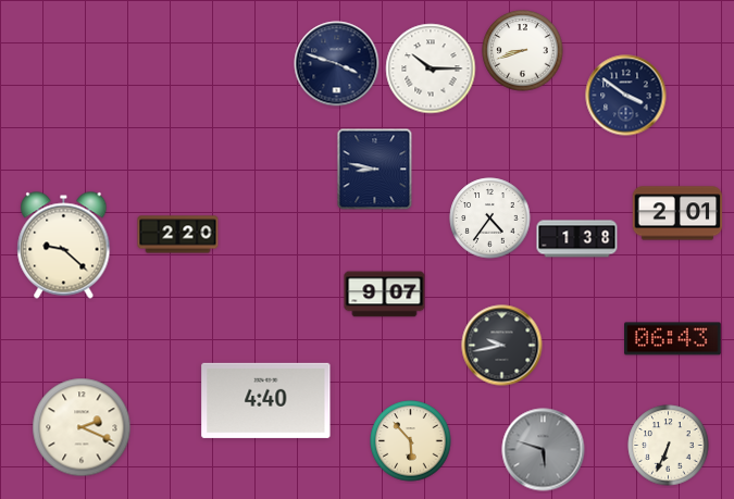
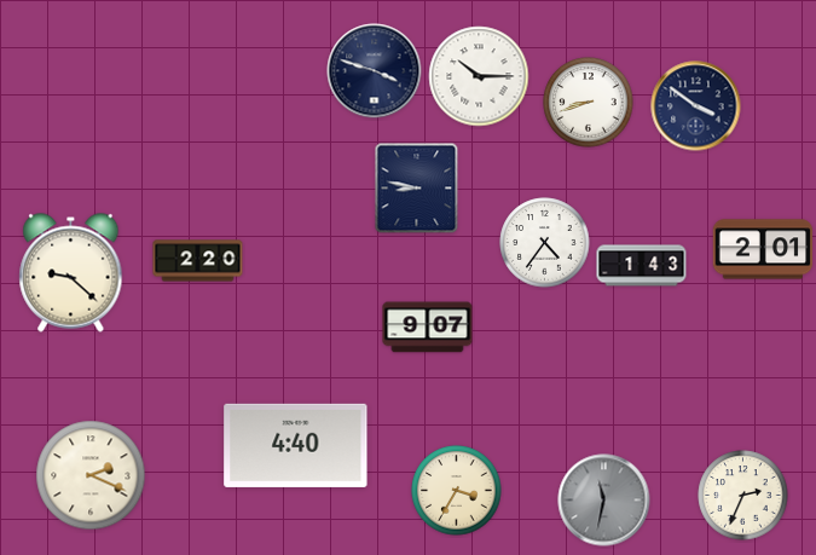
clock at (523, 51) position: (523, 51) -> (589, 103)
clock at (677, 213) position: (677, 213) -> (763, 249)
clock at (577, 239): 1:38 -> 1:43
clock at (673, 339): 06:43 -> none
clock at (502, 346): 9:43 -> none
clock at (411, 441): 5:53 -> 3:35
clock at (669, 446): 6:34 -> 2:34
clock at (544, 450): 5:48 -> 11:32
